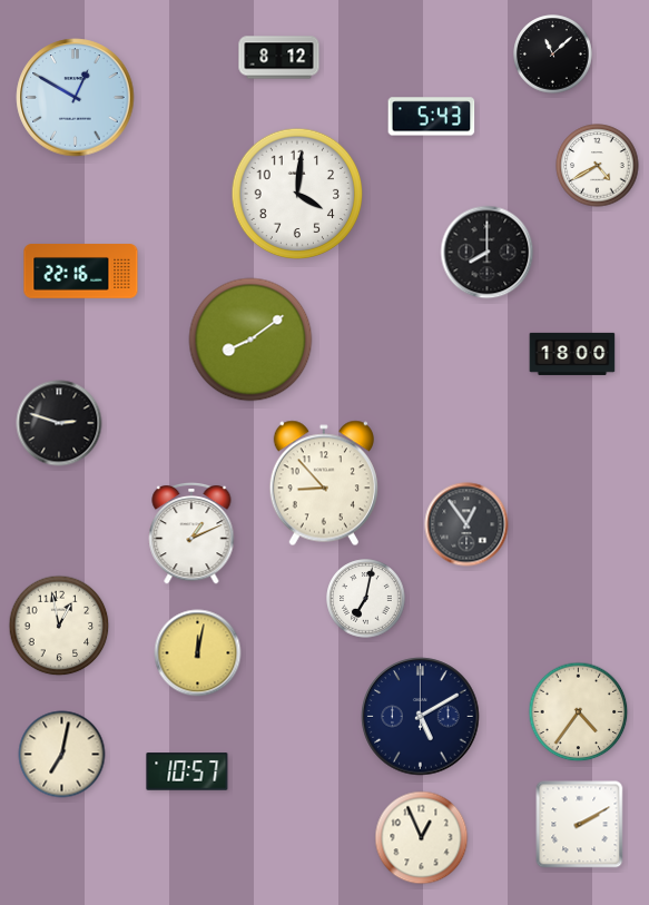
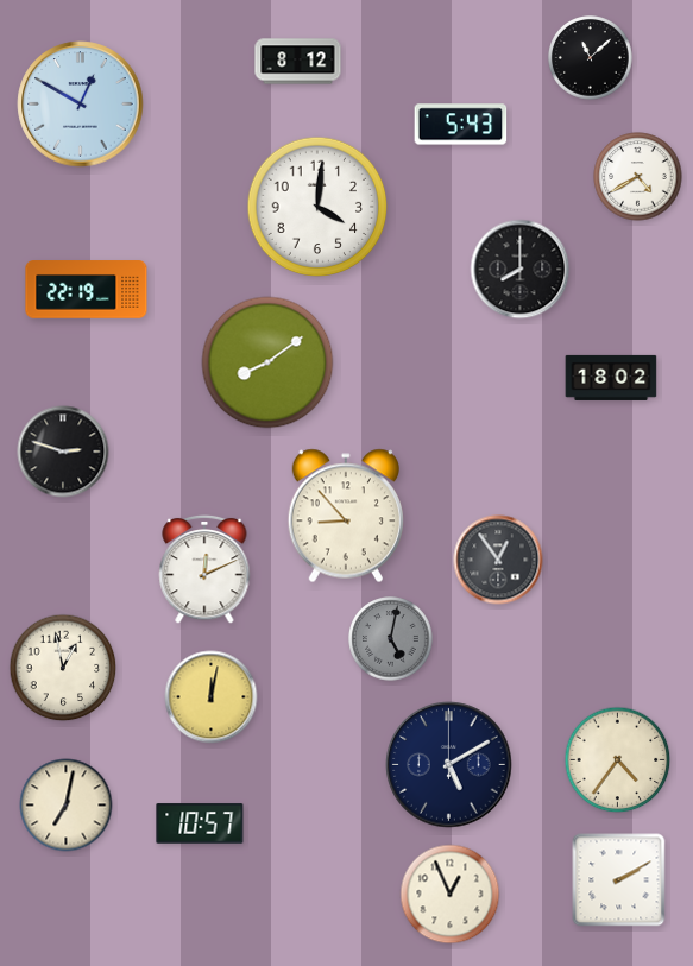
clock at (81, 272): 22:16 -> 22:19
clock at (572, 354): 18:00 -> 18:02
clock at (191, 533): 1:11 -> 12:11
clock at (366, 599): 7:02 -> 5:02
clock at (366, 599) dial: white -> grey
